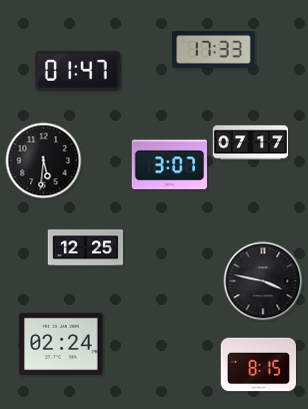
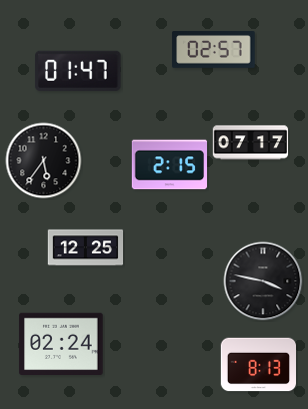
clock at (214, 50): 17:33 -> 02:57
clock at (44, 161): 5:31 -> 5:36
clock at (170, 165): 3:07 -> 2:15
clock at (259, 365): 8:15 -> 8:13
